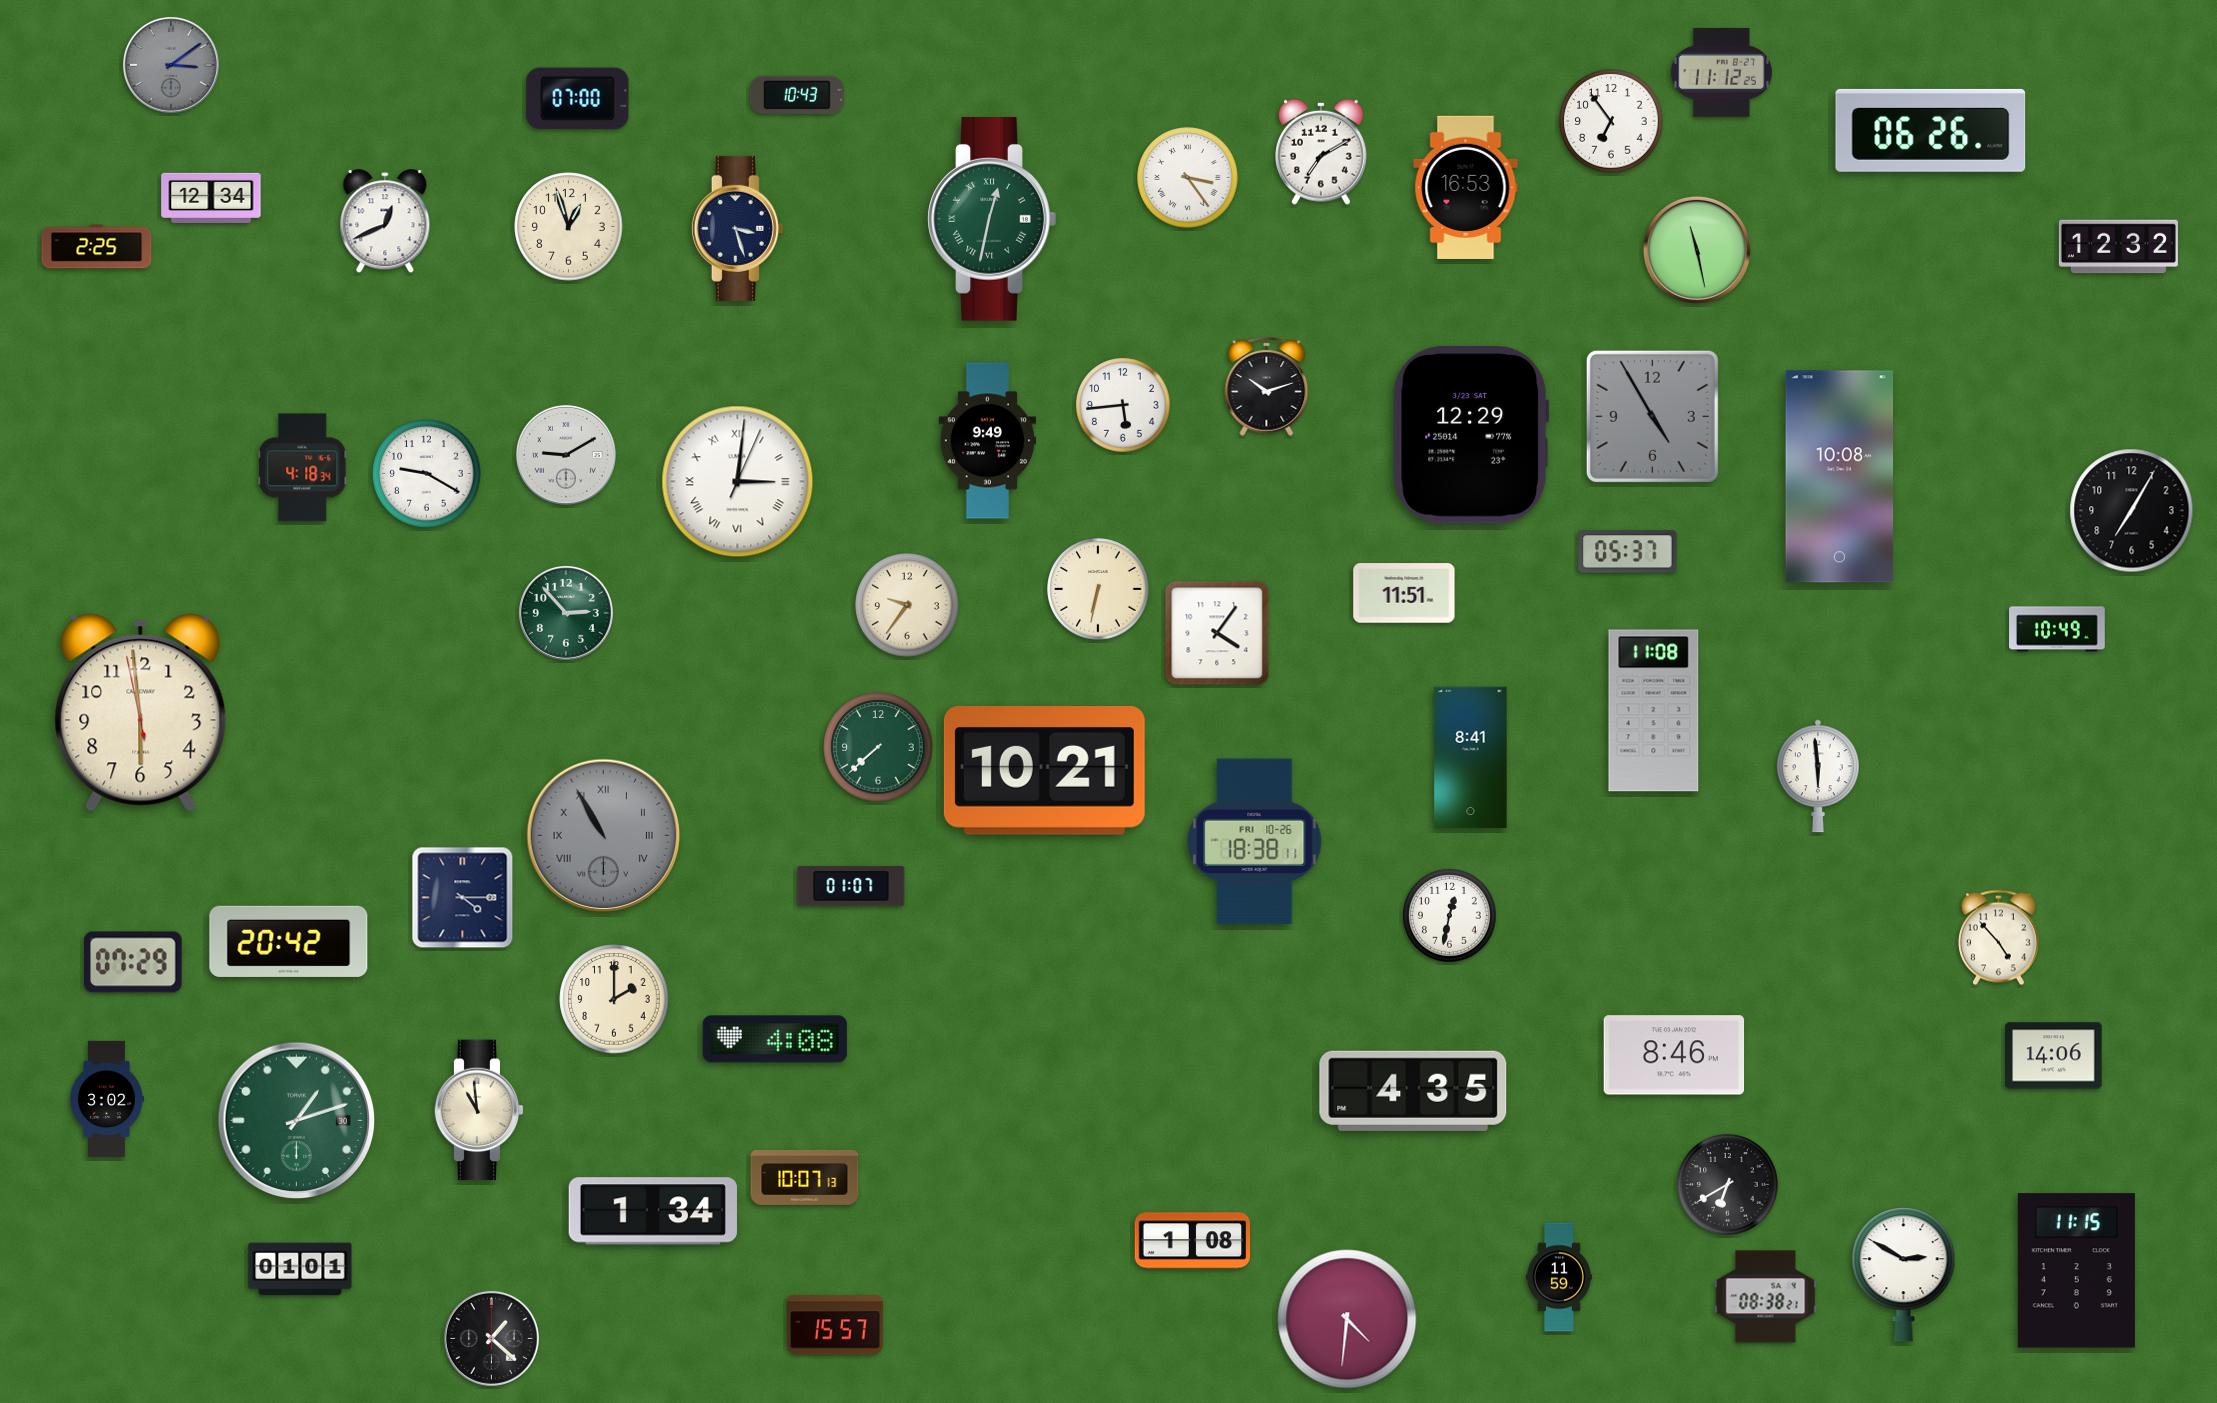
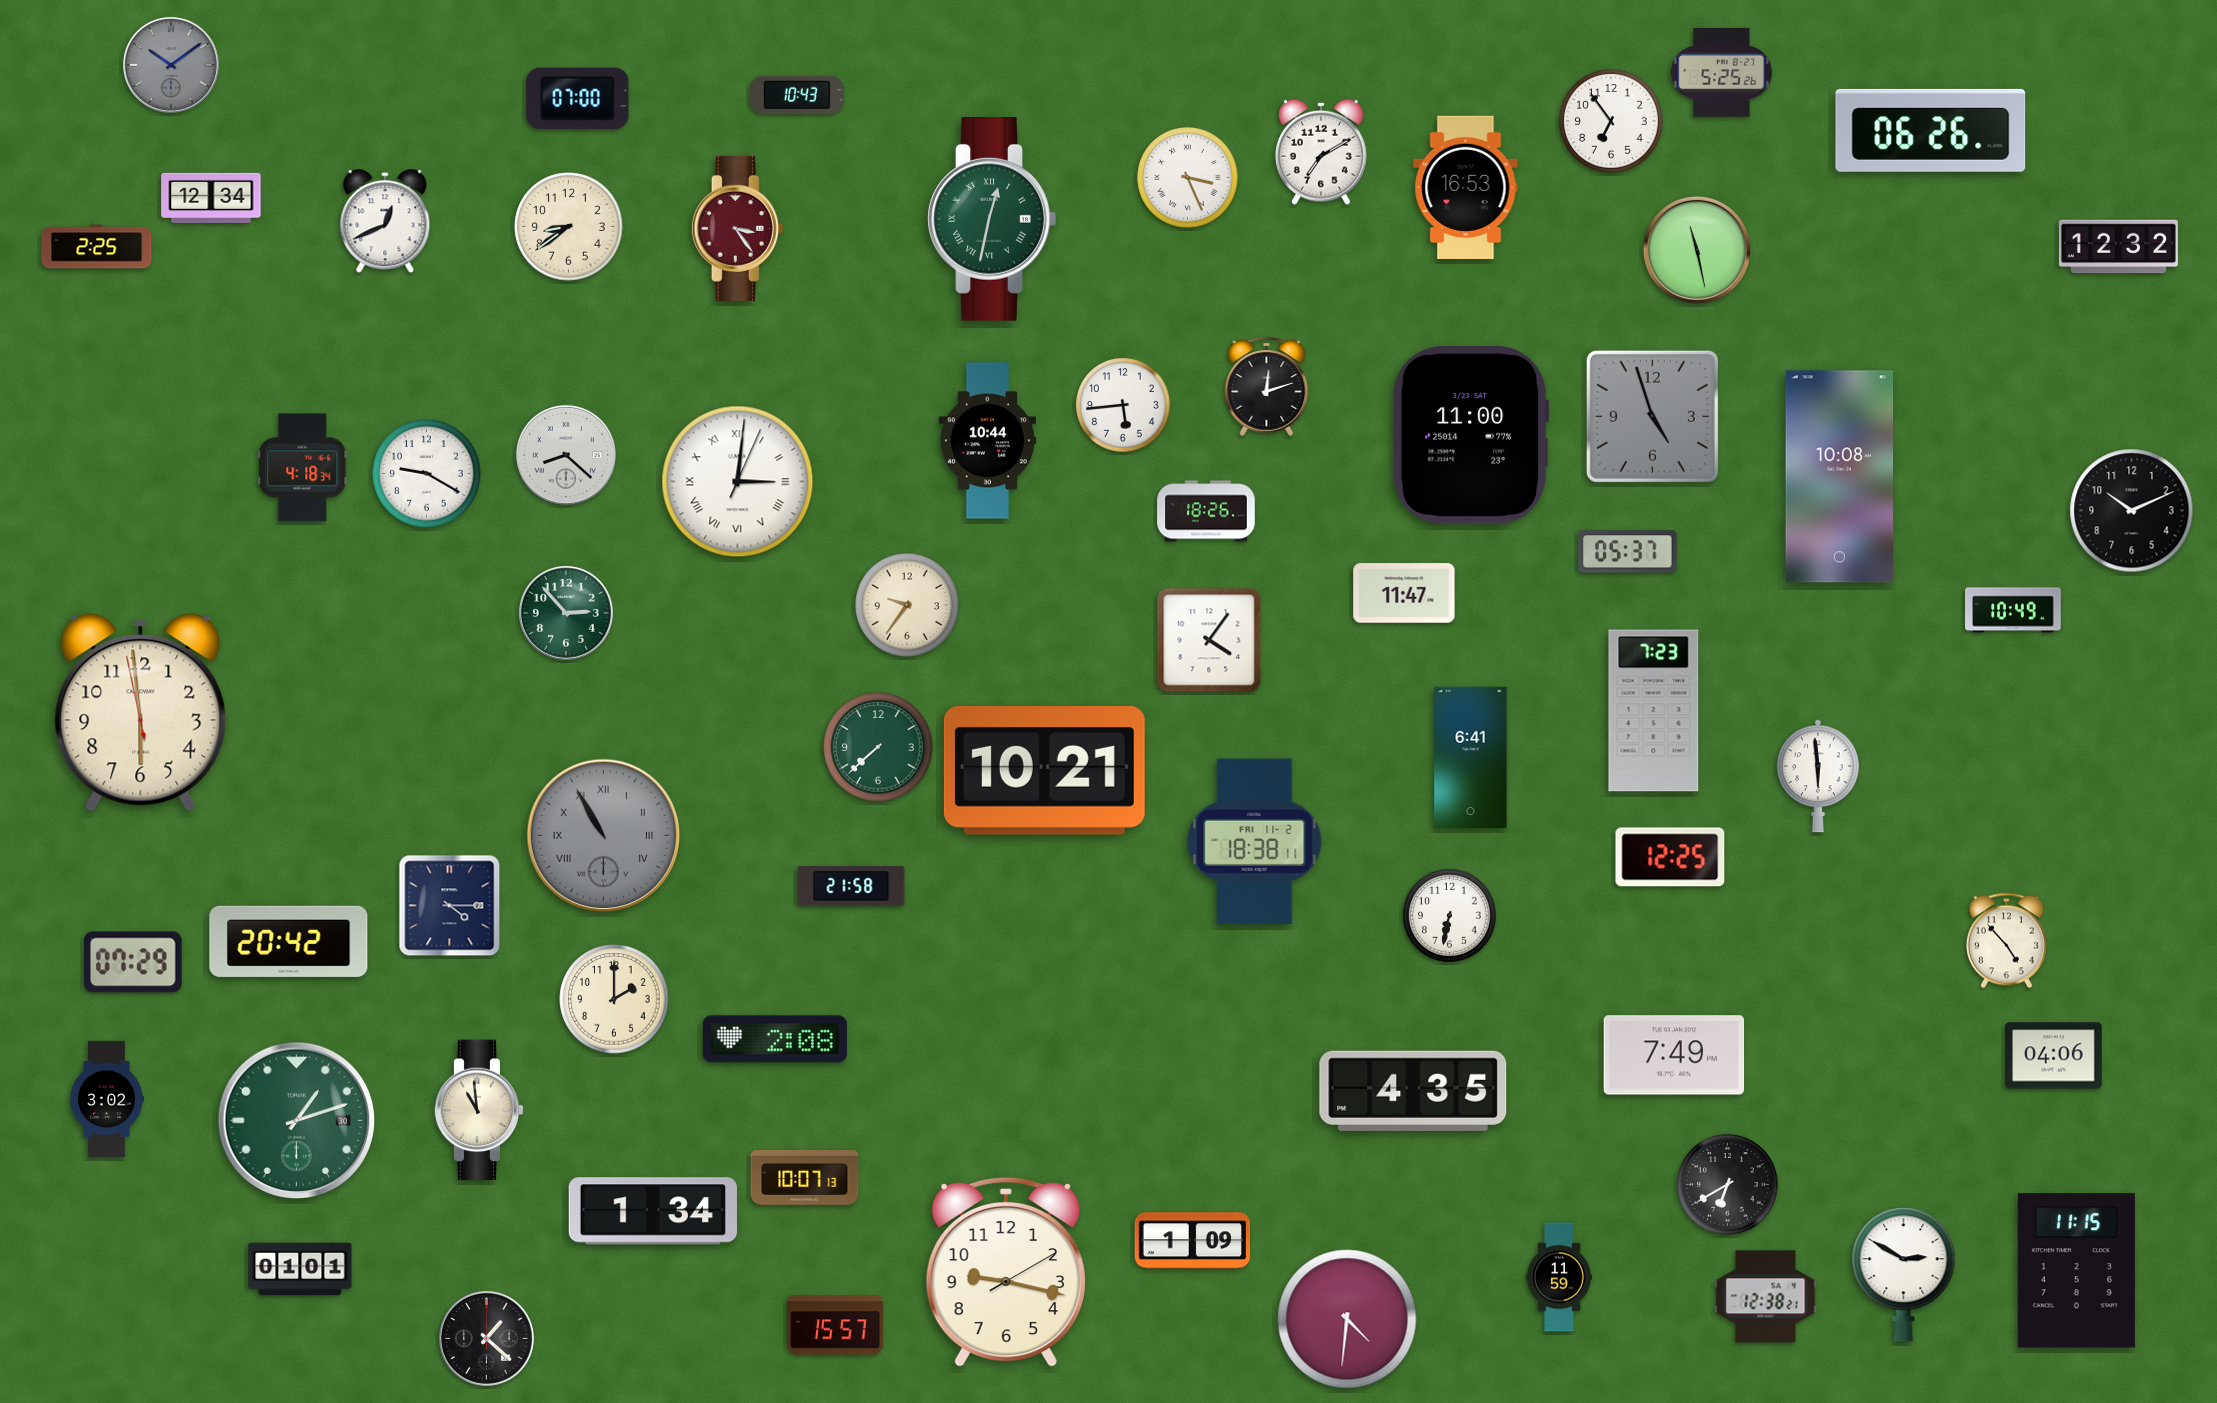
clock at (171, 65): 3:09 -> 10:09
clock at (1721, 72): 11:12 -> 5:25
clock at (1188, 178): 3:24 -> 3:26
clock at (569, 227): 12:57 -> 8:39
clock at (737, 228): 3:27 -> 3:24
clock at (737, 228) dial: navy -> burgundy
clock at (1267, 386): 10:12 -> 12:12
clock at (1652, 416): 4:55 -> 4:57
clock at (1471, 436): 12:29 -> 11:00
clock at (987, 441): 9:49 -> 10:44
clock at (566, 455): 9:10 -> 8:22
clock at (1206, 511): none -> 18:26
clock at (2132, 511): 7:05 -> 10:11
clock at (1098, 589): 6:32 -> none
clock at (1404, 593): 11:51 -> 11:47
clock at (2057, 629) position: (2057, 629) -> (2013, 610)
clock at (1217, 633) position: (1217, 633) -> (1209, 640)
clock at (1654, 711): 11:08 -> 7:23
clock at (1471, 758): 8:41 -> 6:41
clock at (1255, 842) date: FRI 10-26 -> FRI 11-2
clock at (1670, 857): none -> 12:25
clock at (851, 886): 01:07 -> 21:58
clock at (463, 898) position: (463, 898) -> (450, 906)
clock at (1450, 916): 12:32 -> 6:32
clock at (1998, 938) position: (1998, 938) -> (2006, 941)
clock at (775, 1039): 4:08 -> 2:08
clock at (1674, 1055): 8:46 -> 7:49
clock at (2054, 1056): 14:06 -> 04:06
clock at (1193, 1241): 1:08 -> 1:09
clock at (1006, 1272): none -> 9:17
clock at (1766, 1297): 08:38 -> 12:38
clock at (491, 1338) position: (491, 1338) -> (486, 1338)
